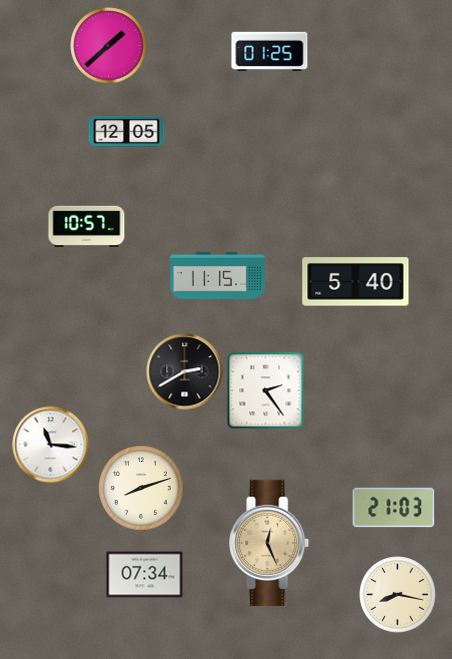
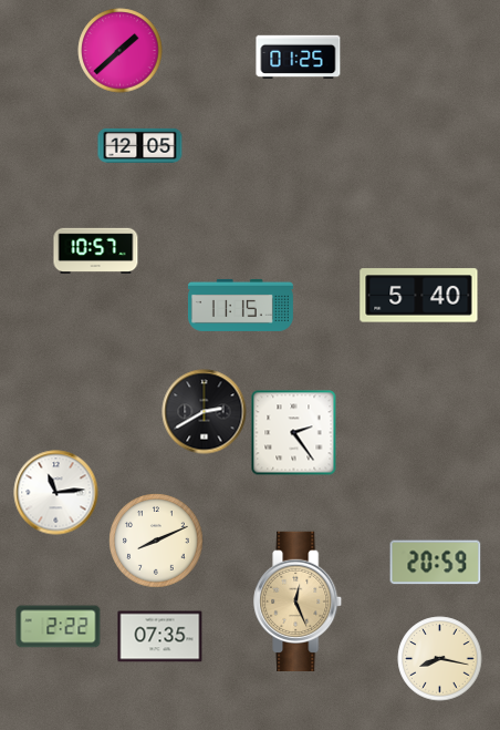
clock at (356, 282) position: (356, 282) -> (419, 296)
clock at (51, 445): 11:16 -> 11:14
clock at (141, 488): 8:12 -> 8:11
clock at (394, 508): 21:03 -> 20:59
clock at (59, 627): none -> 2:22
clock at (145, 575): 07:34 -> 07:35
